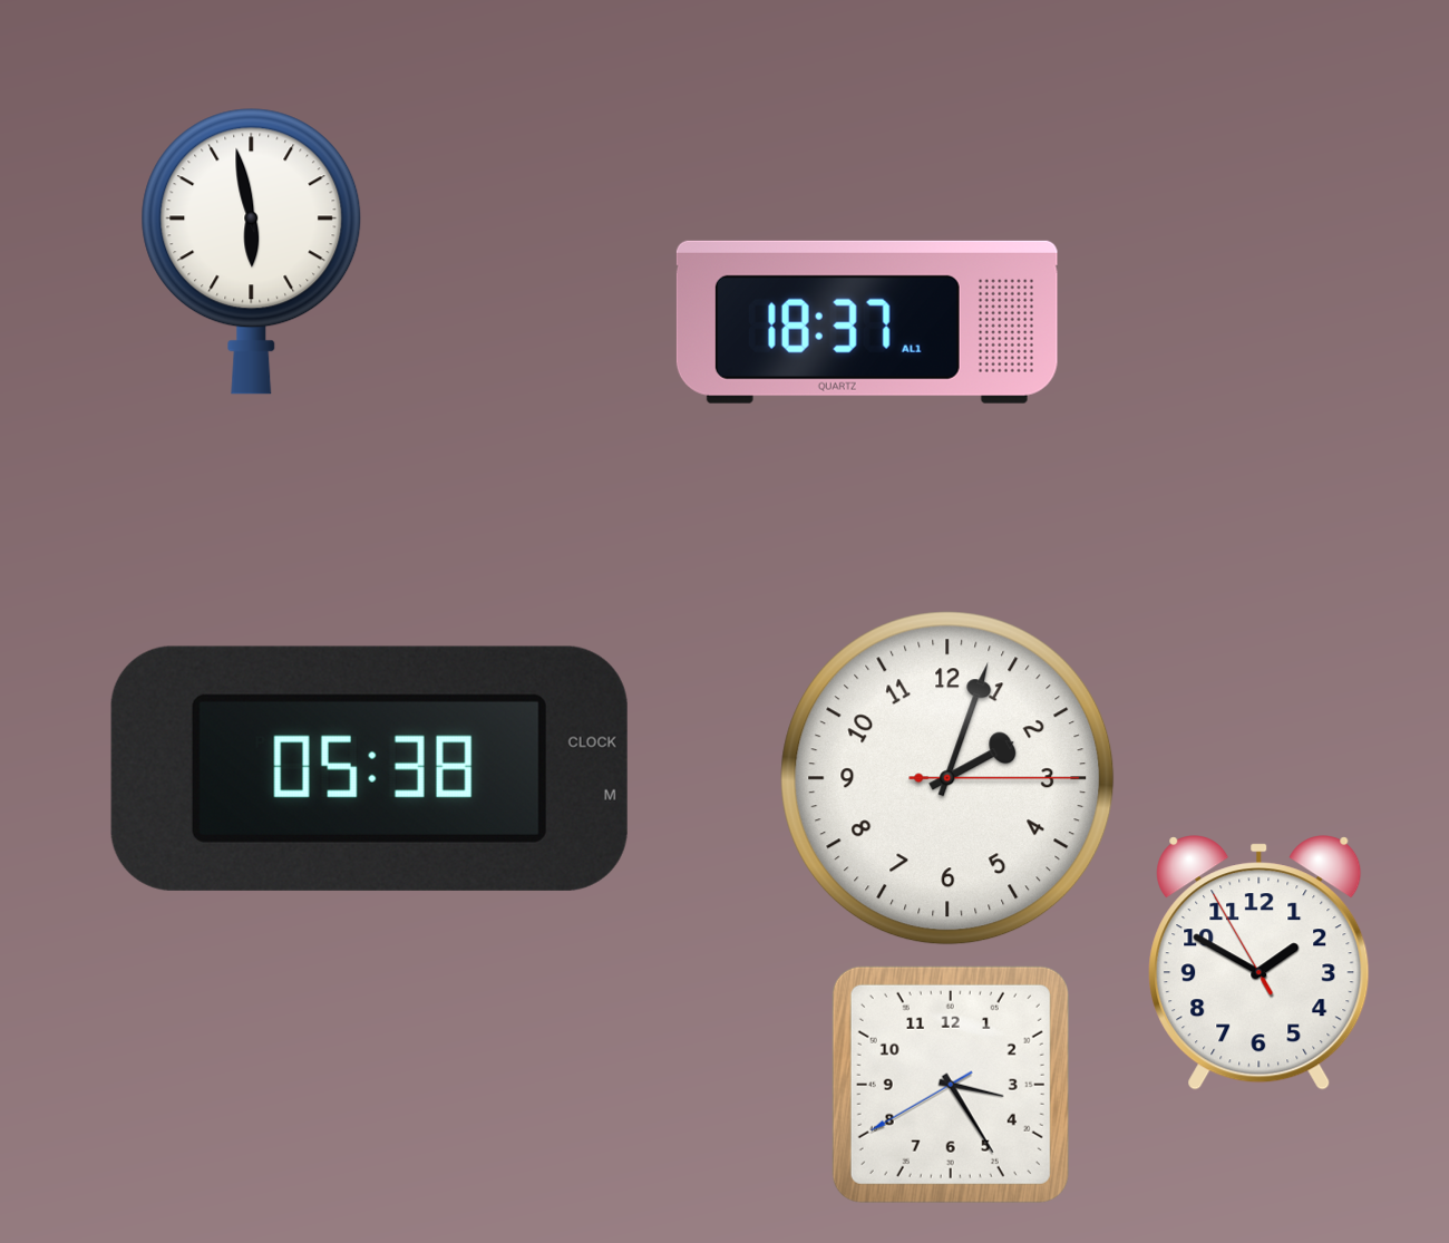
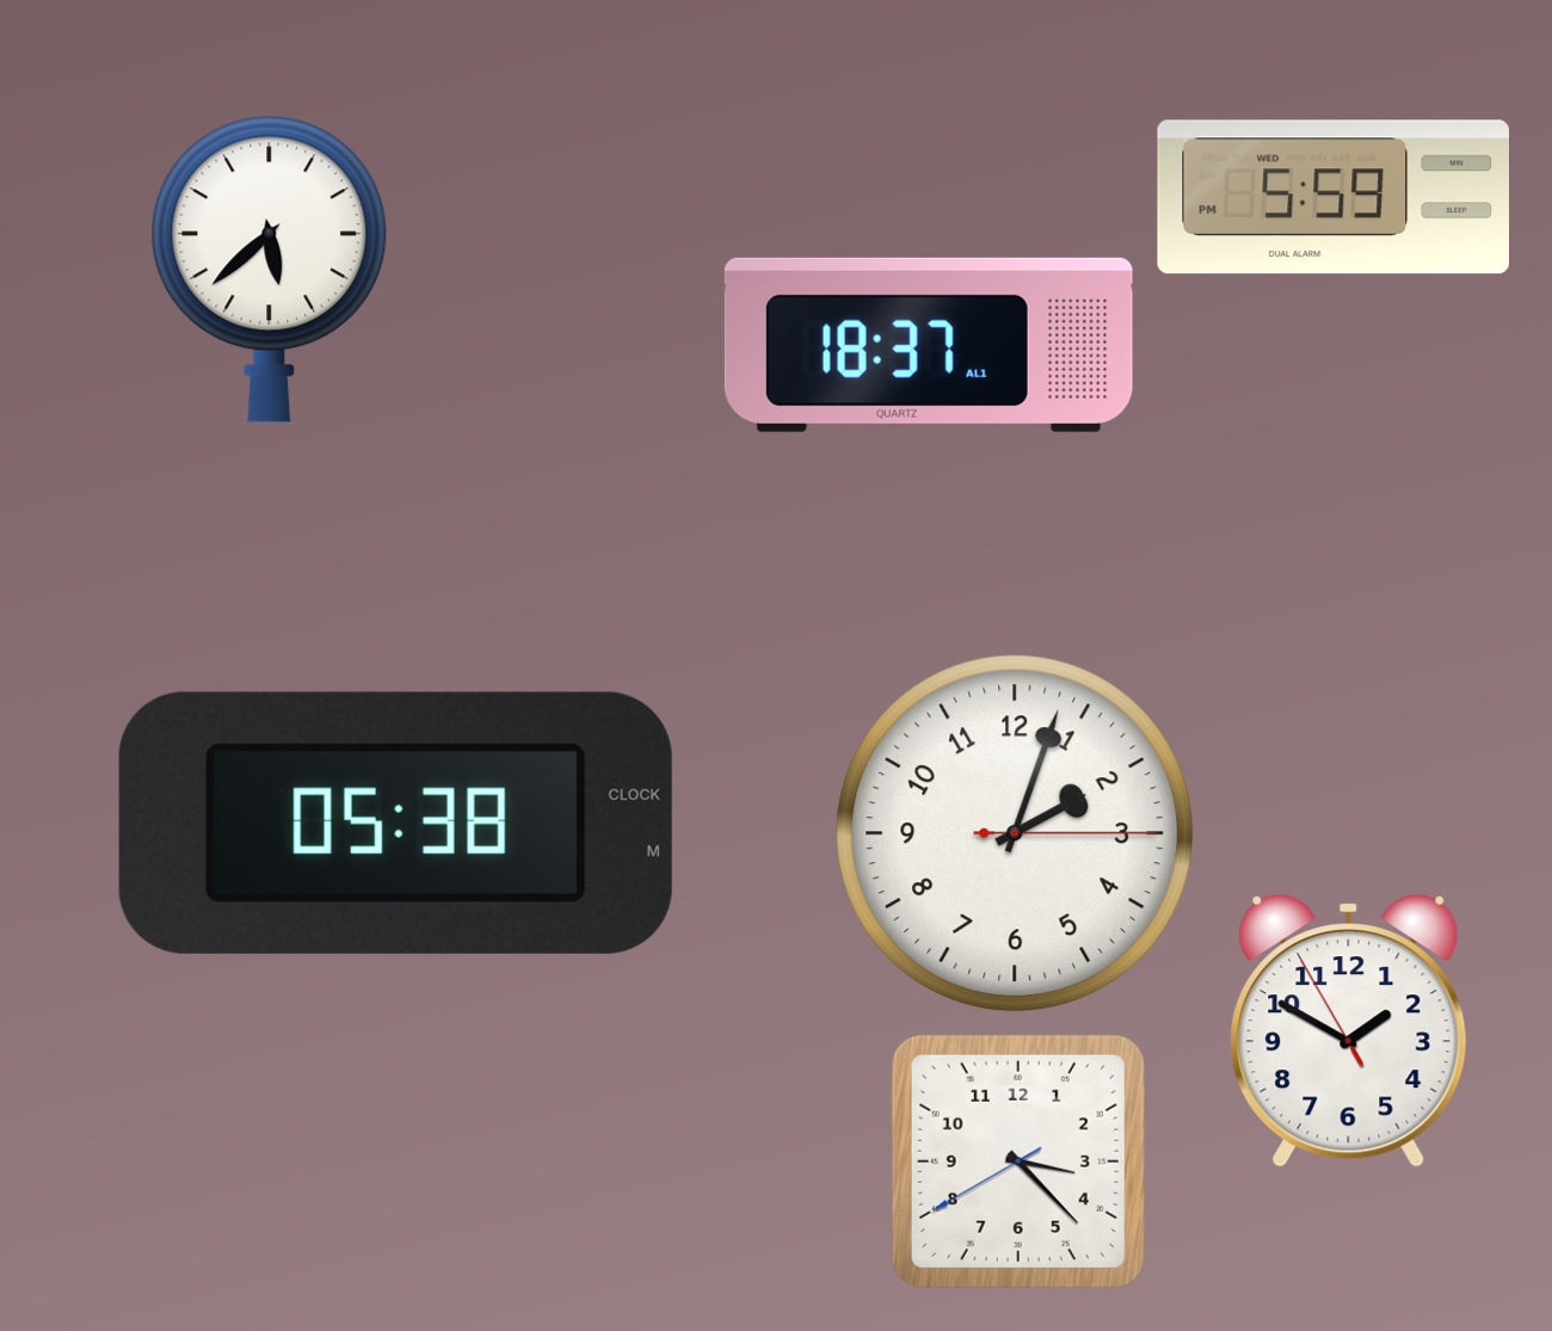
clock at (1332, 197): none -> 5:59
clock at (252, 251): 5:58 -> 5:38
clock at (951, 1085): 3:24 -> 3:22
